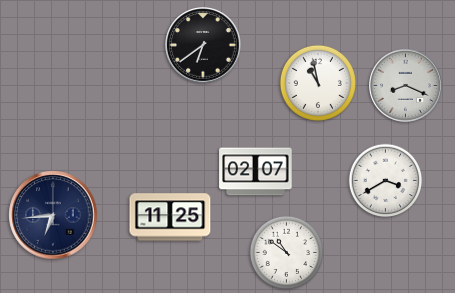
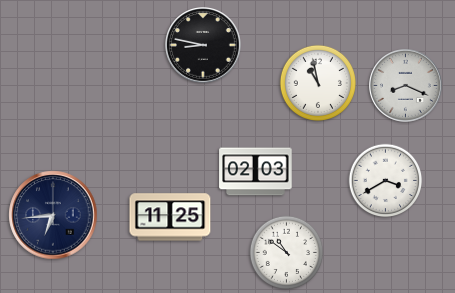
clock at (204, 46): 6:39 -> 8:47
clock at (256, 172): 02:07 -> 02:03
